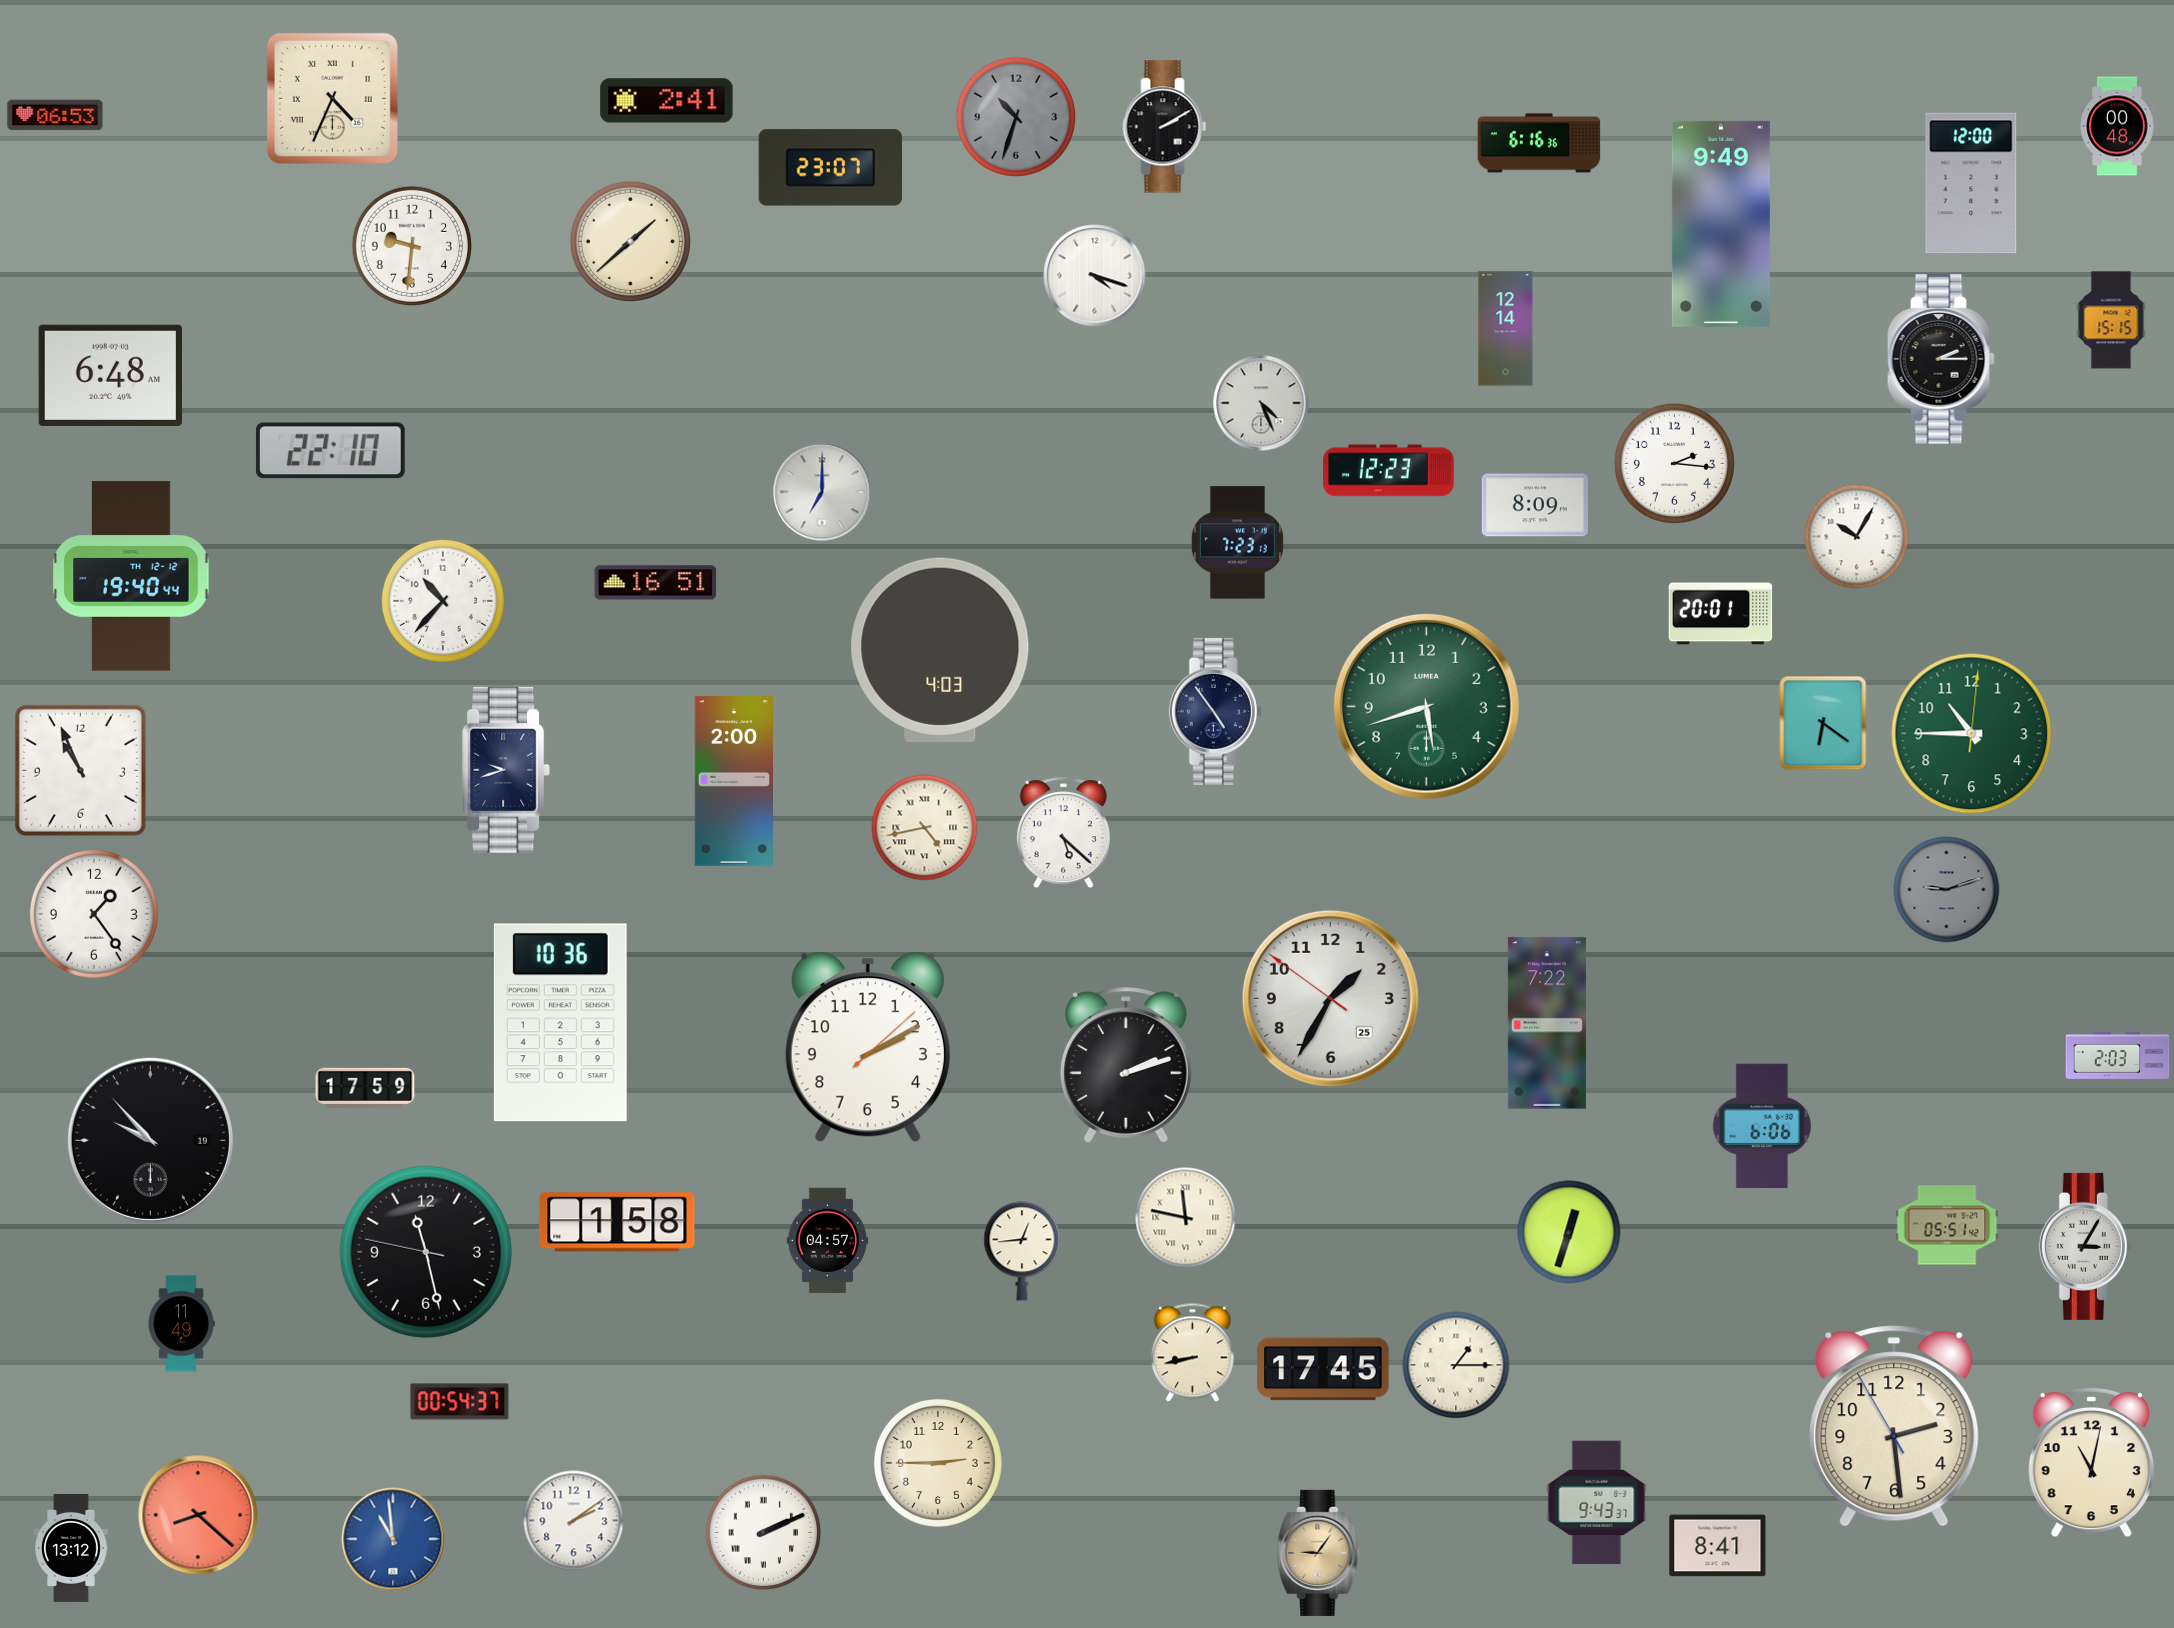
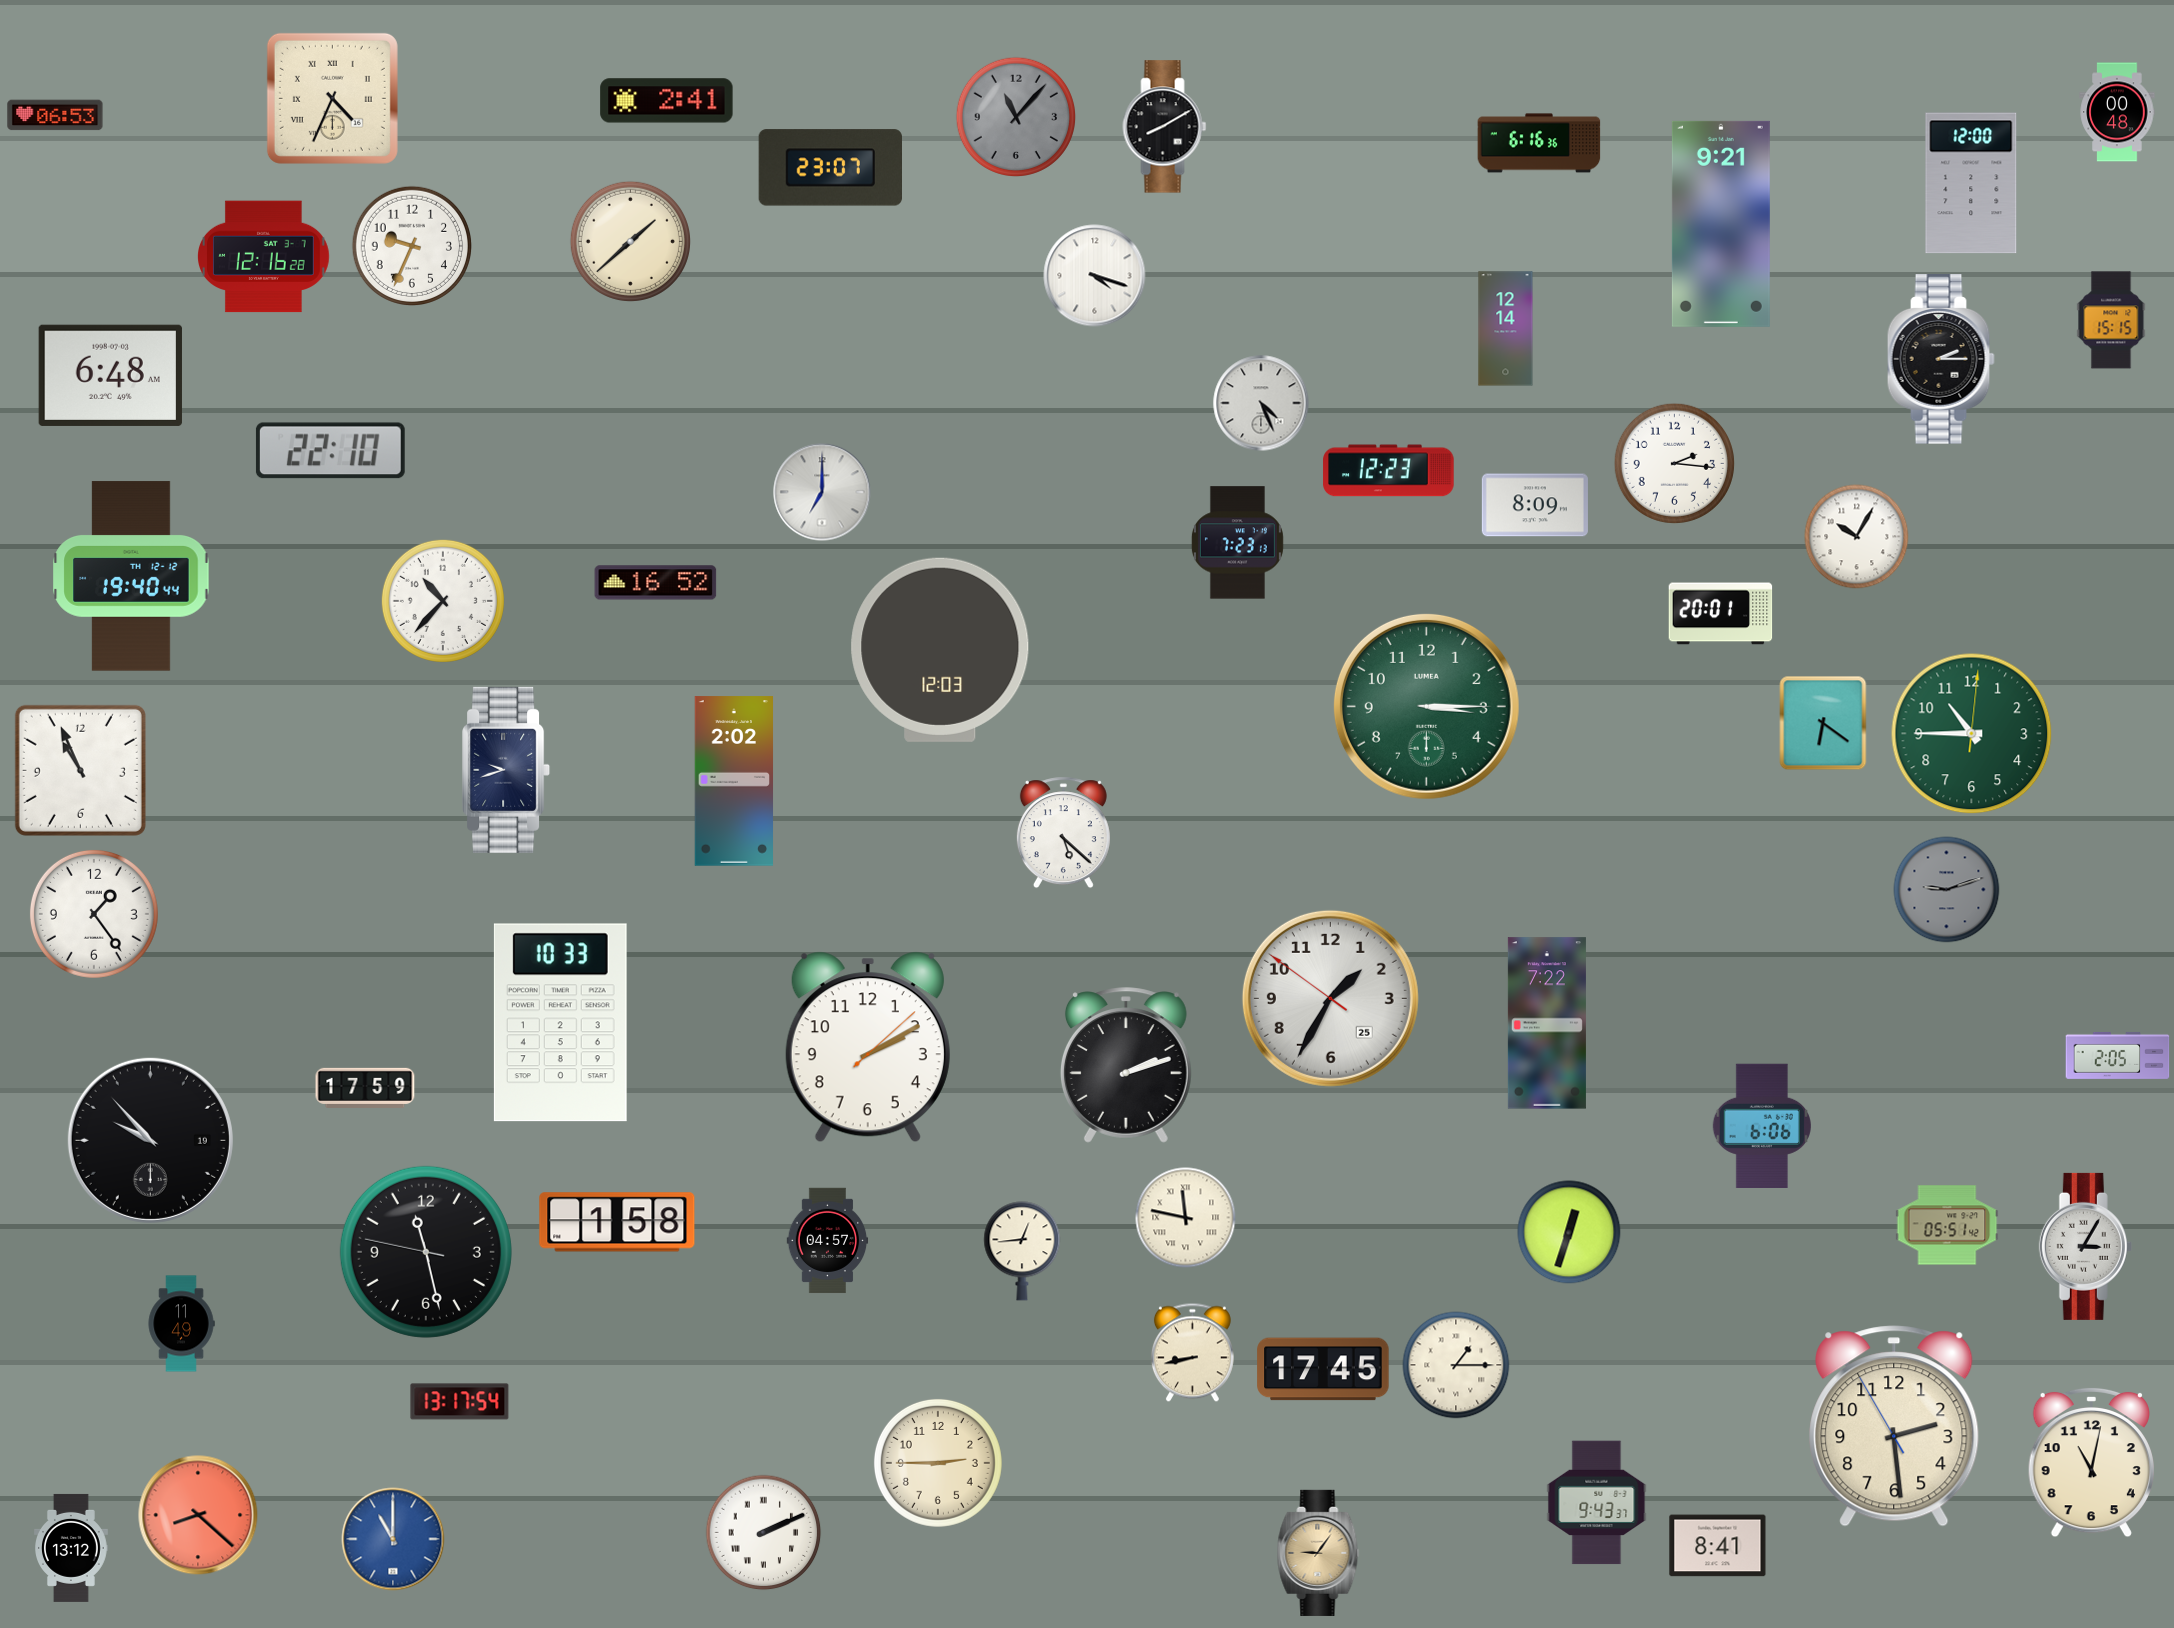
clock at (1015, 116): 10:33 -> 11:07
clock at (2117, 126) position: (2117, 126) -> (2117, 112)
clock at (1165, 127): 2:10 -> 8:10
clock at (1721, 224): 9:49 -> 9:21
clock at (411, 245): 9:31 -> 9:34
clock at (264, 257): none -> 12:16
clock at (656, 583): 16:51 -> 16:52
clock at (940, 650): 4:03 -> 12:03
clock at (1426, 706): 5:42 -> 3:15
clock at (1215, 711): 4:54 -> none
clock at (734, 781): 2:00 -> 2:02
clock at (925, 828): 4:43 -> none
clock at (560, 1023): 10:36 -> 10:33
clock at (2118, 1055): 2:03 -> 2:05
clock at (460, 1402): 00:54 -> 13:17
clock at (574, 1521): 2:09 -> none
clock at (393, 1539): 10:59 -> 11:00
